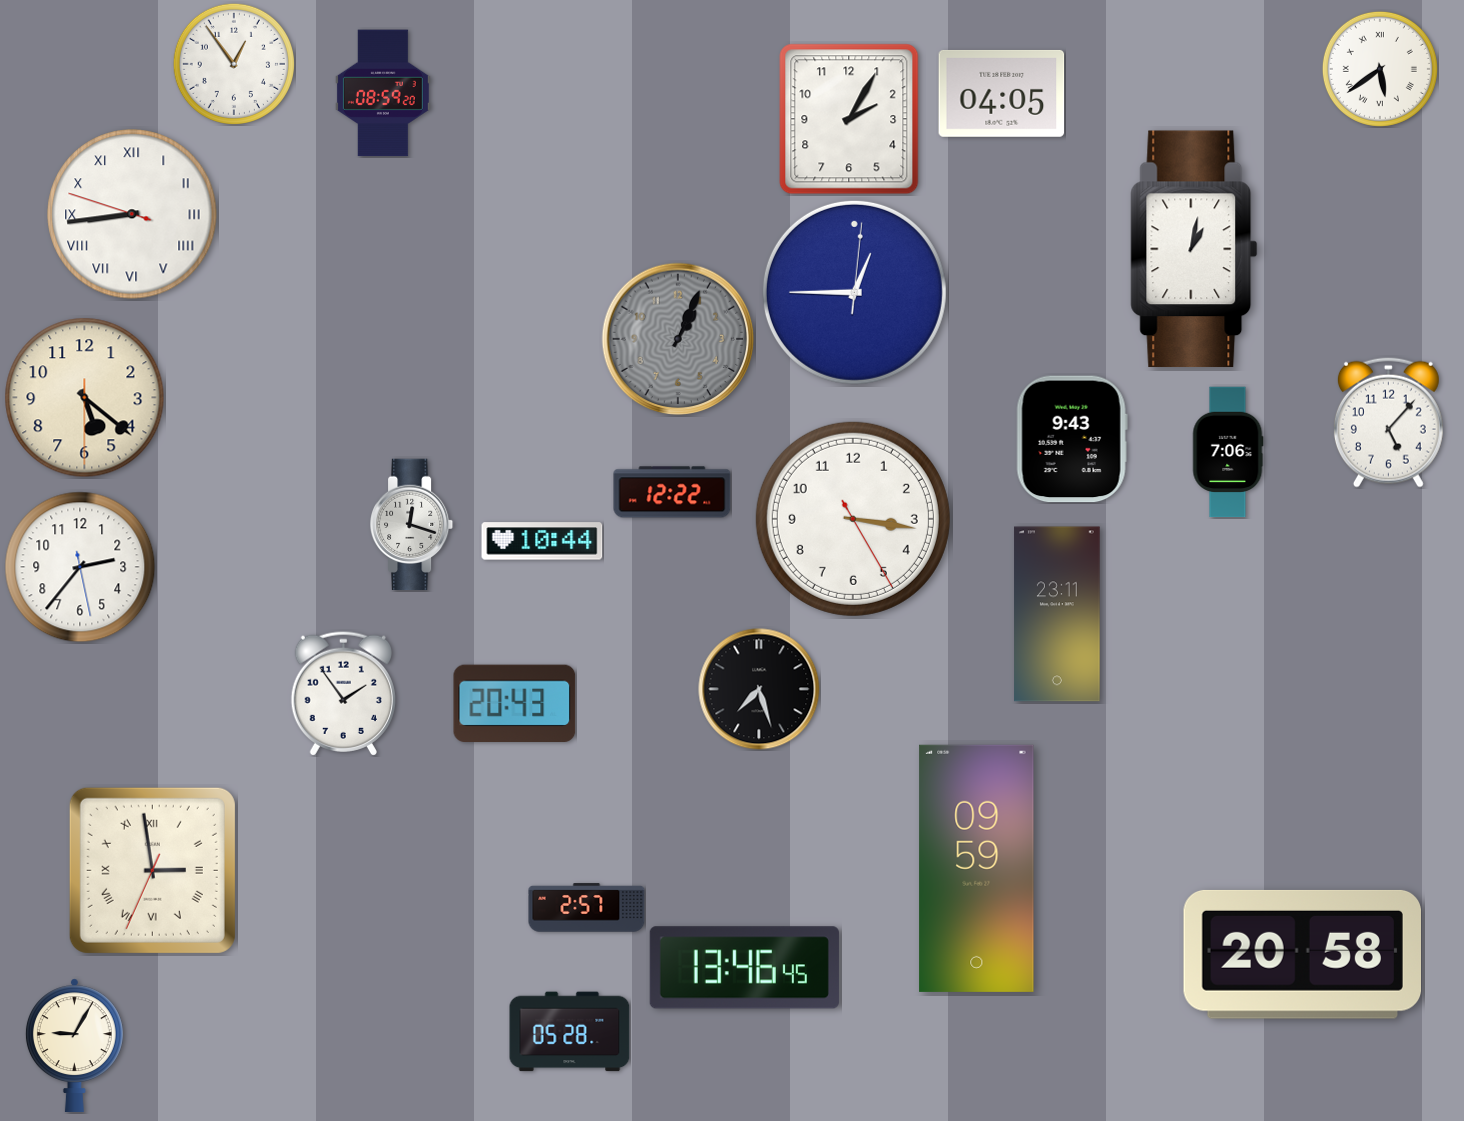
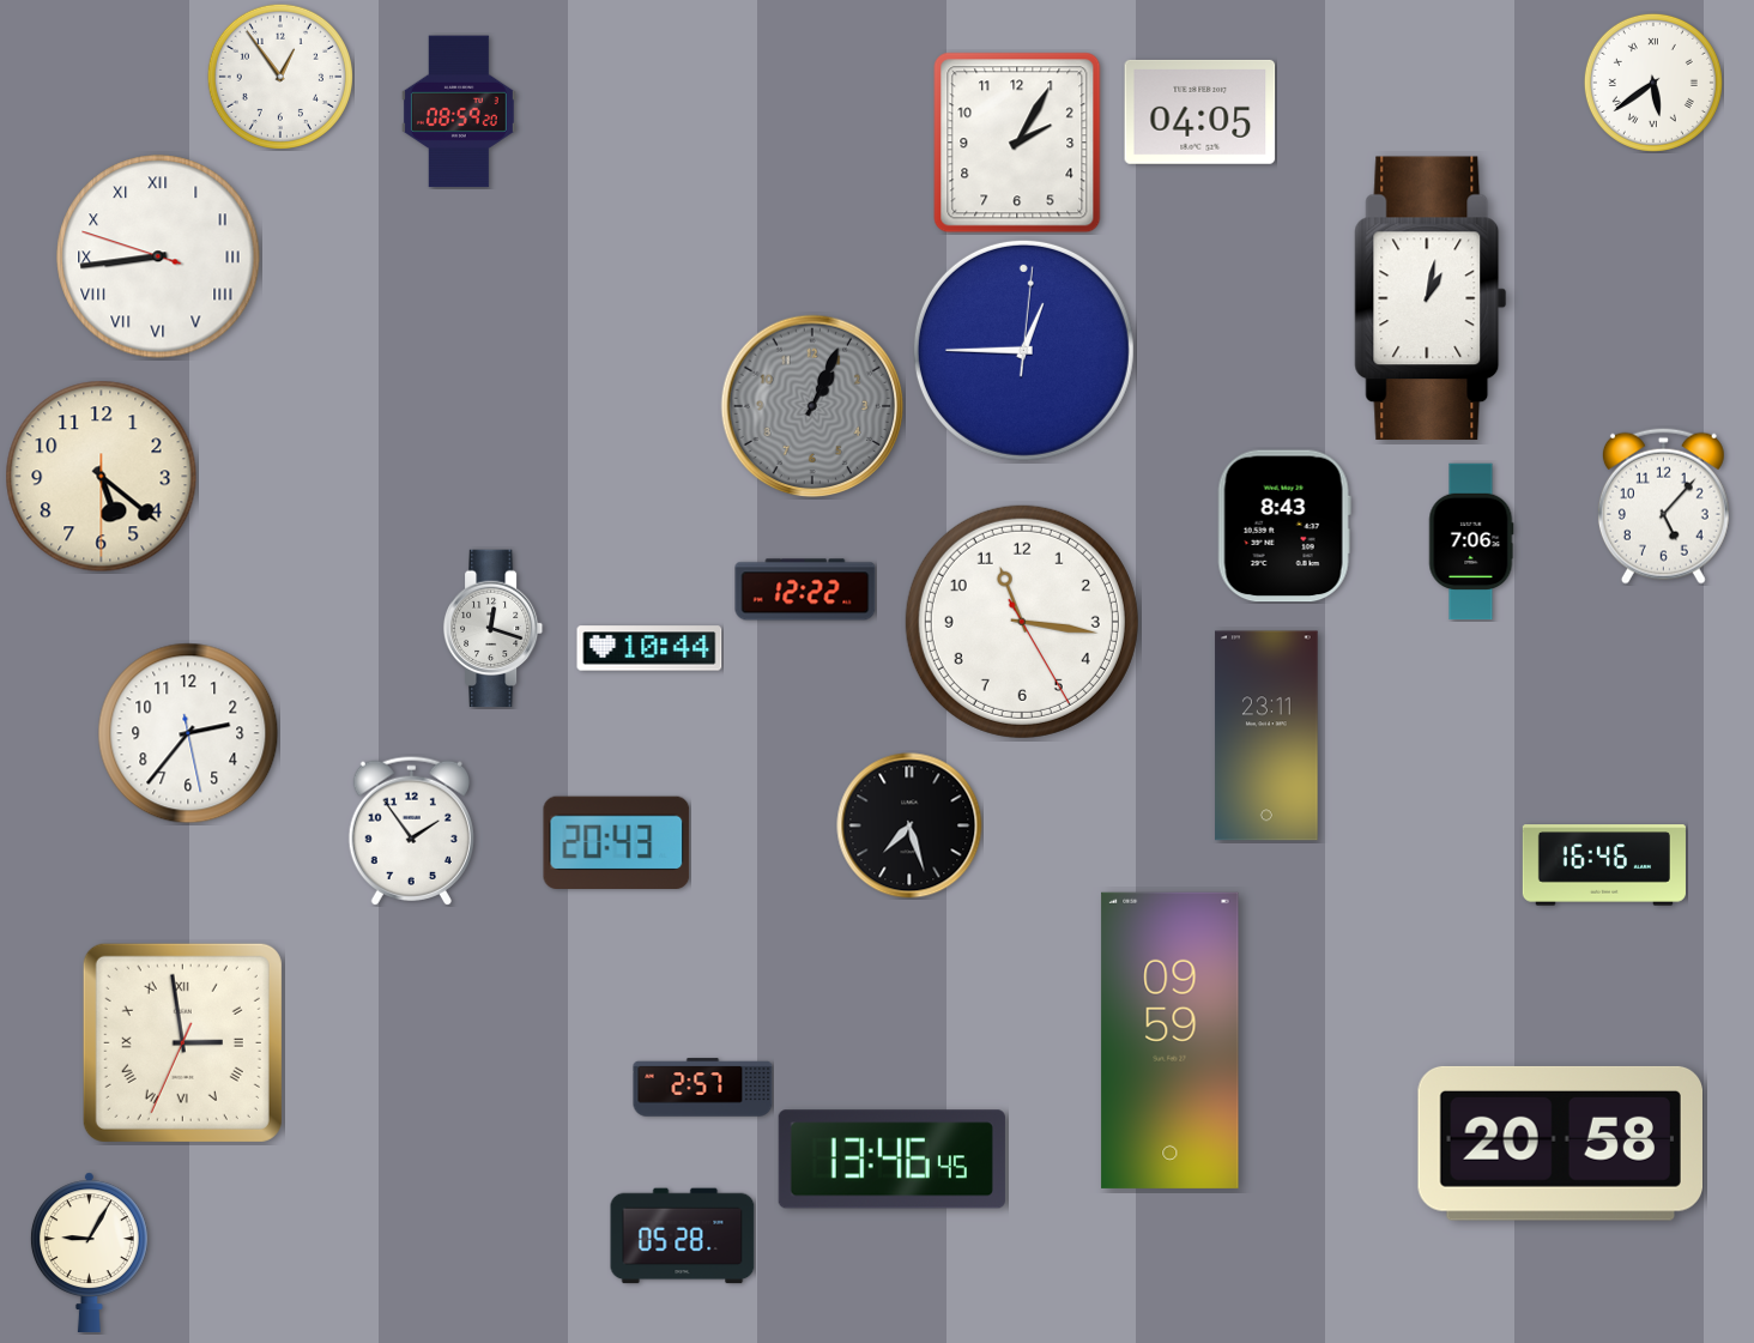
clock at (1072, 439): 9:43 -> 8:43
clock at (853, 519): 3:16 -> 11:16
clock at (80, 567) position: (80, 567) -> (188, 733)
clock at (1604, 865): none -> 16:46
